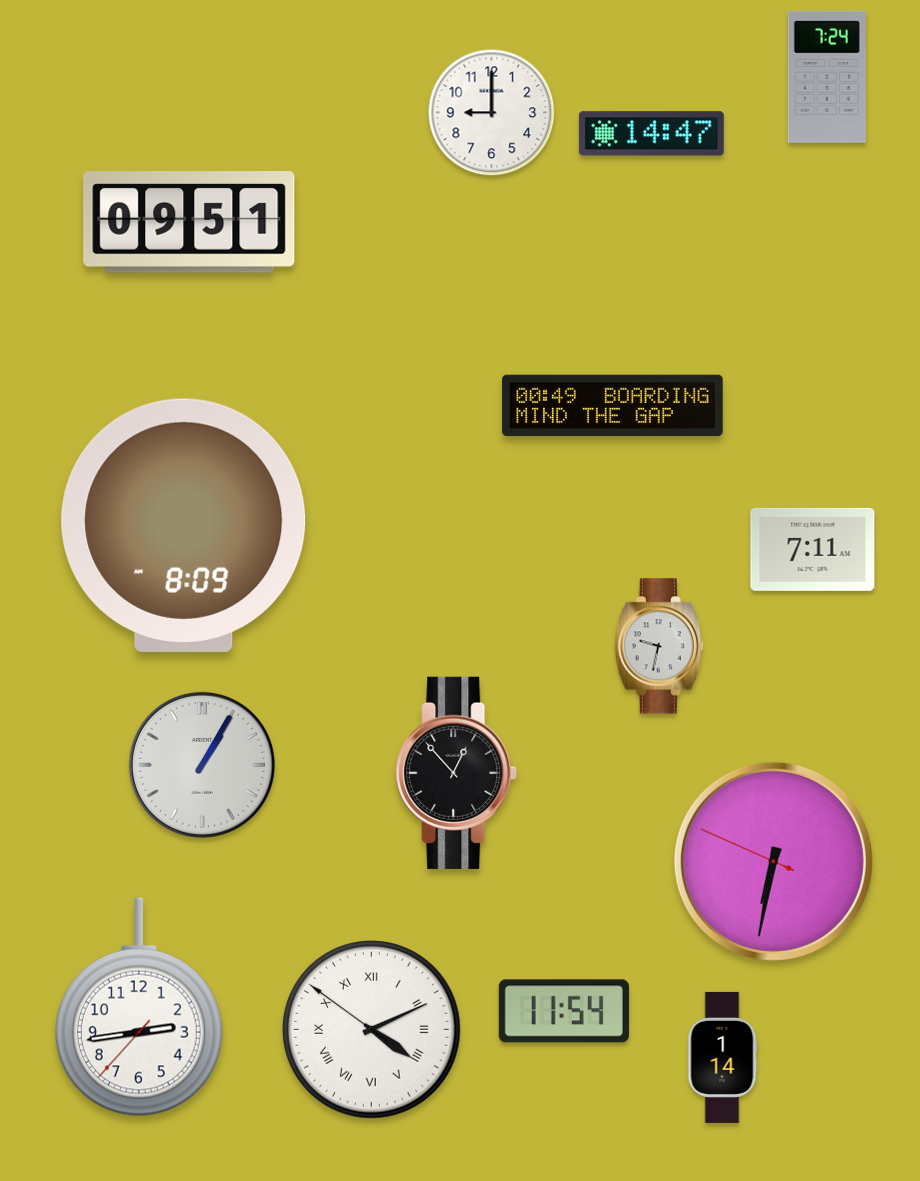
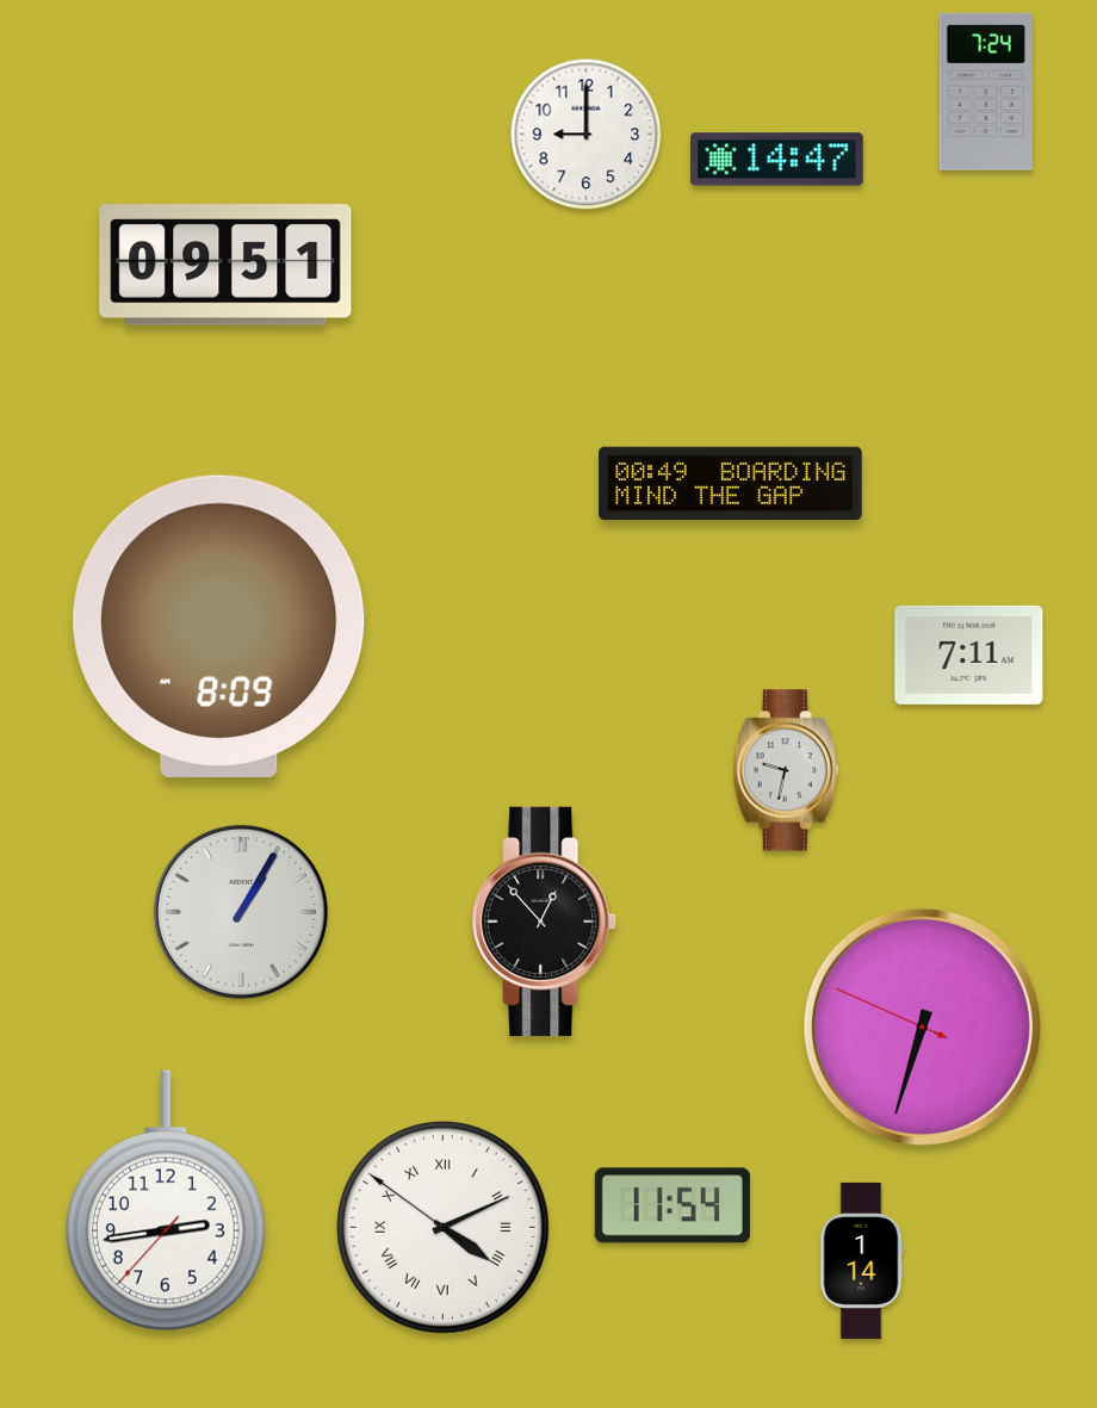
clock at (773, 861): 6:31 -> 6:32
